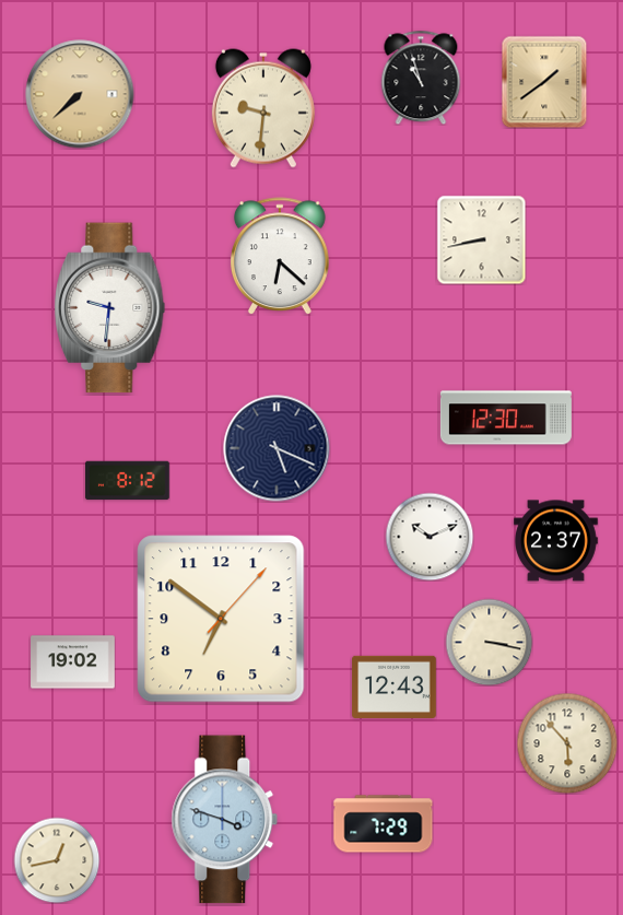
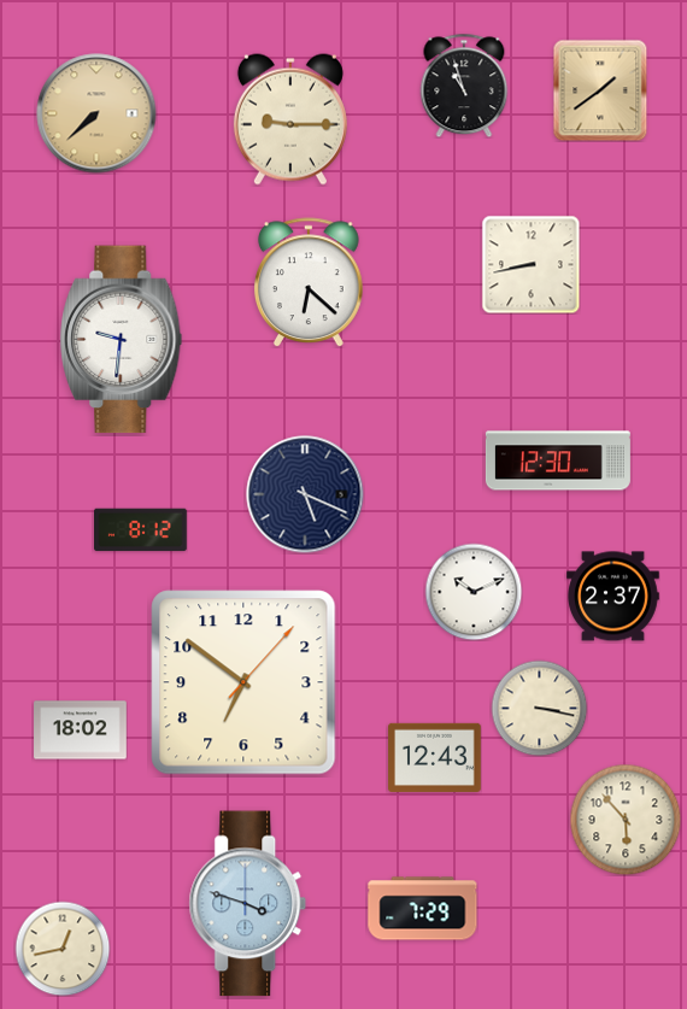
clock at (80, 94) position: (80, 94) -> (96, 113)
clock at (263, 108): 9:31 -> 9:15
clock at (73, 662): 19:02 -> 18:02
